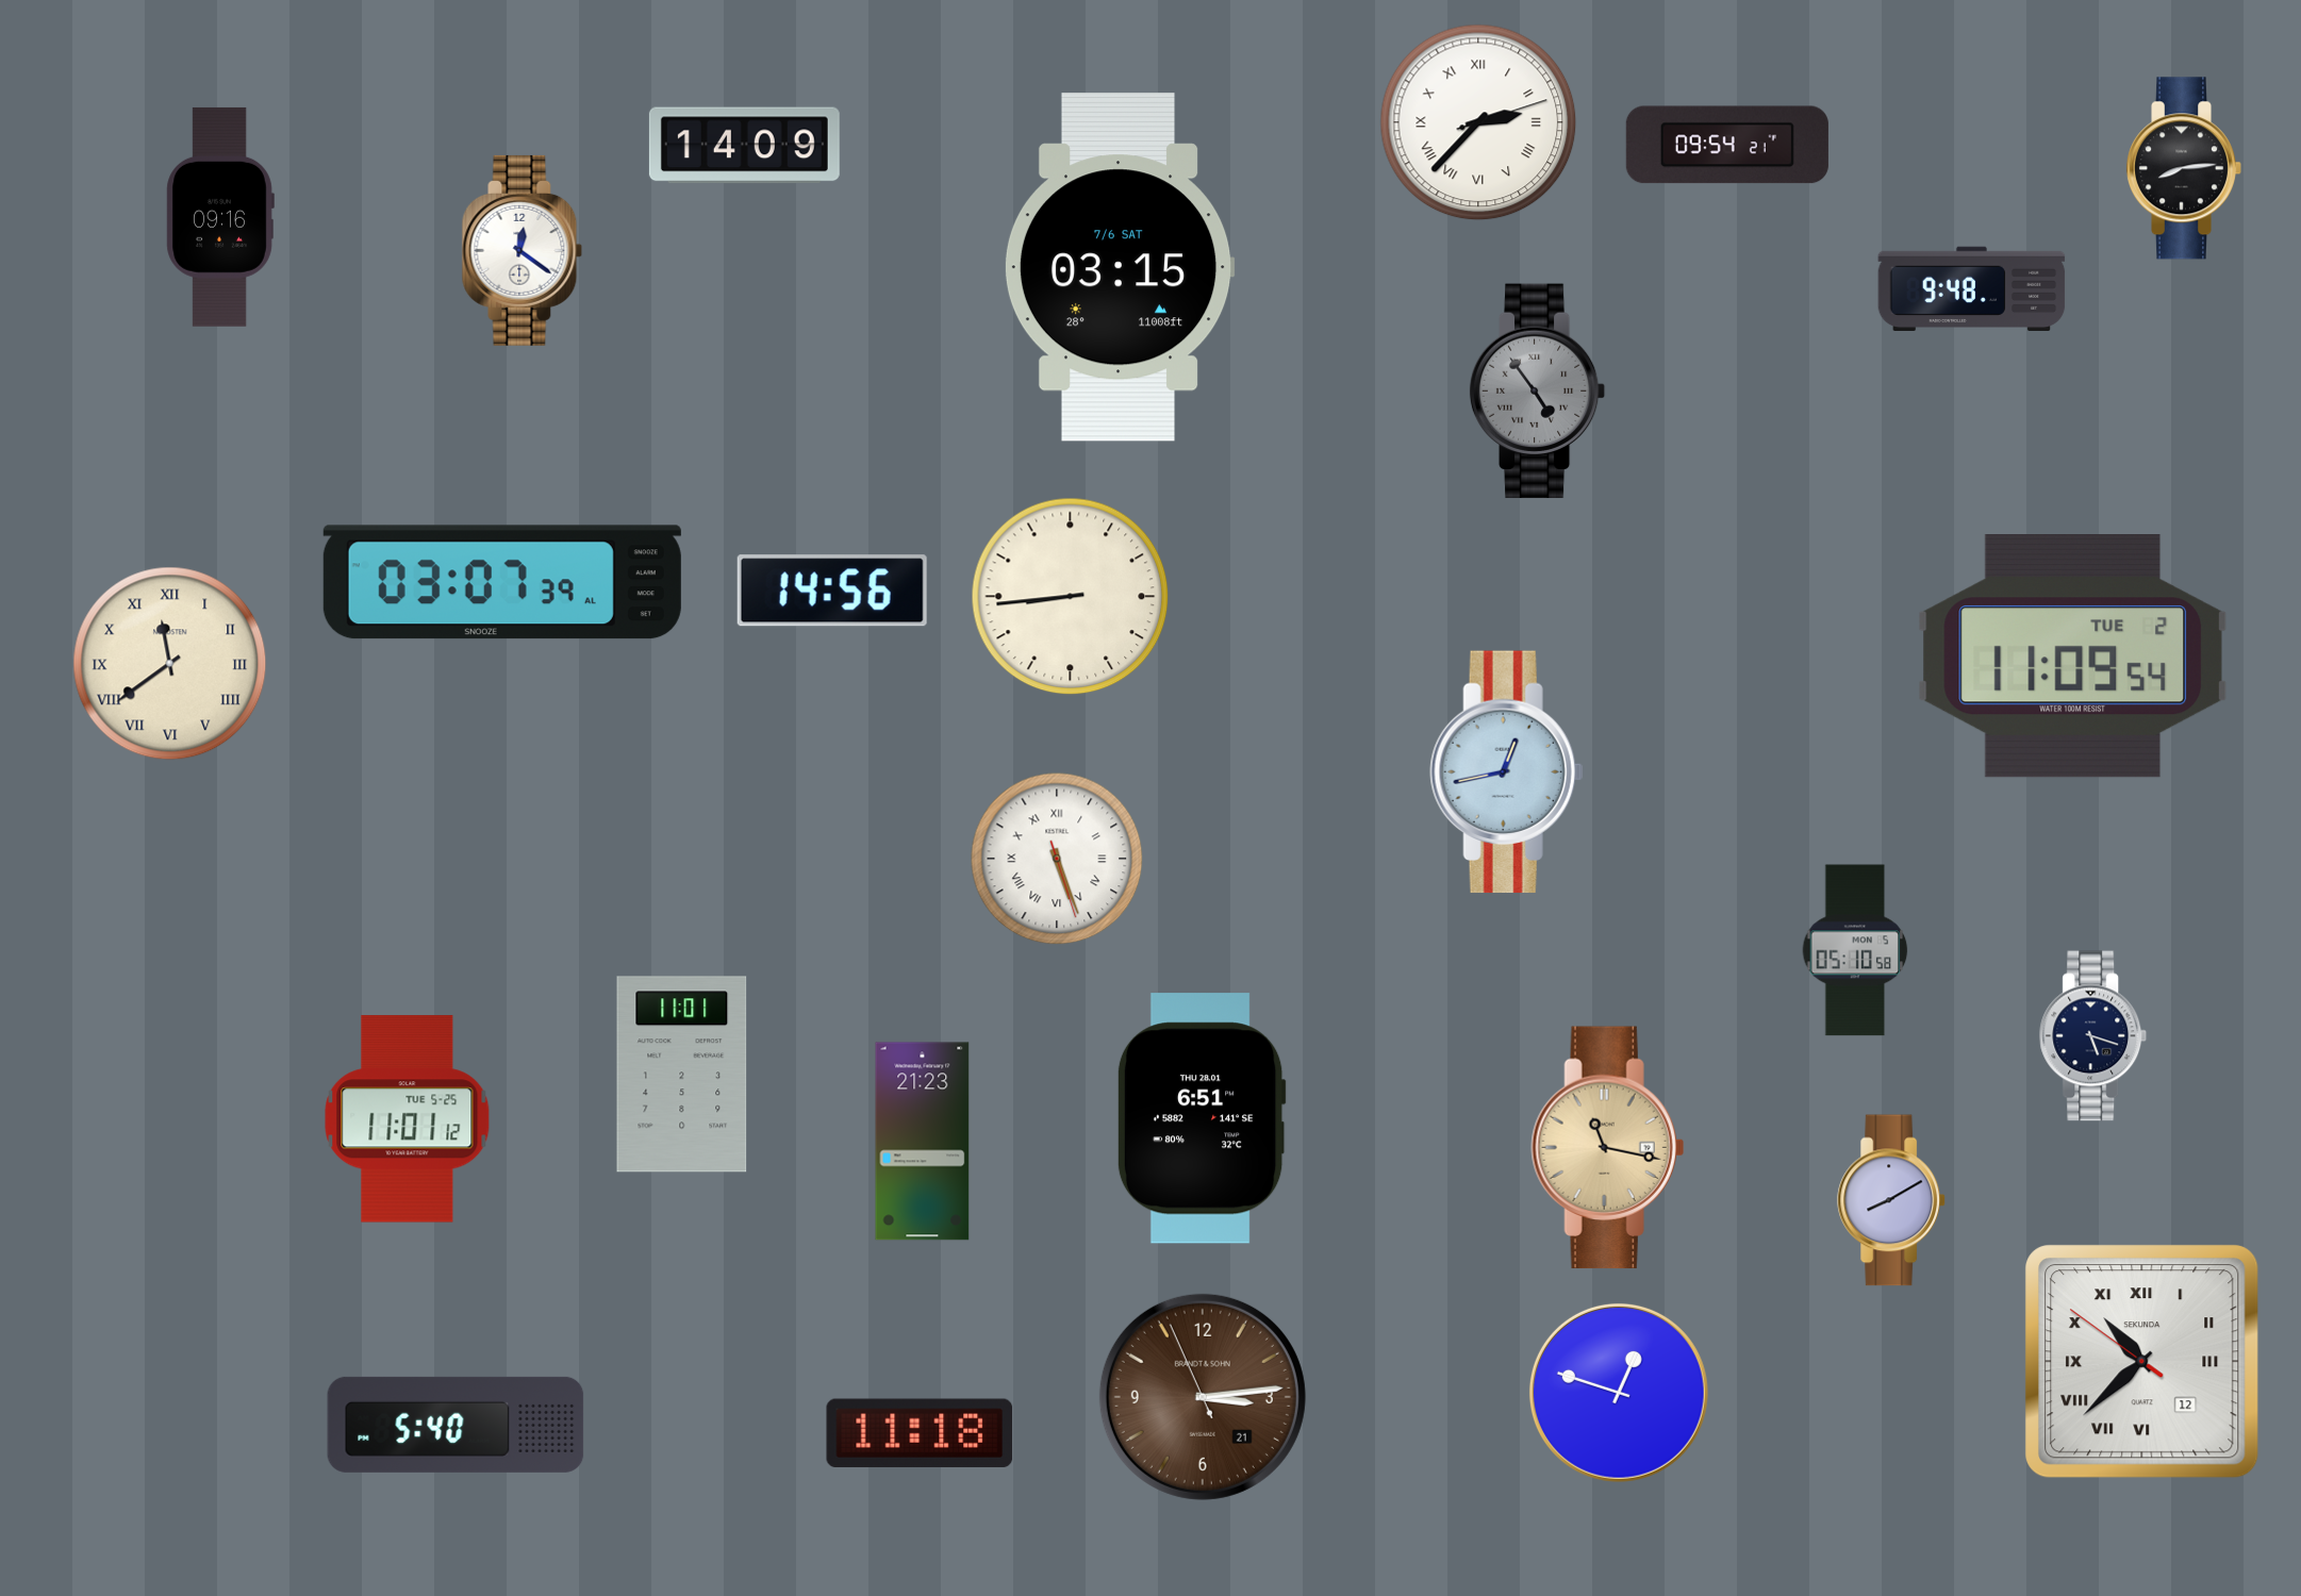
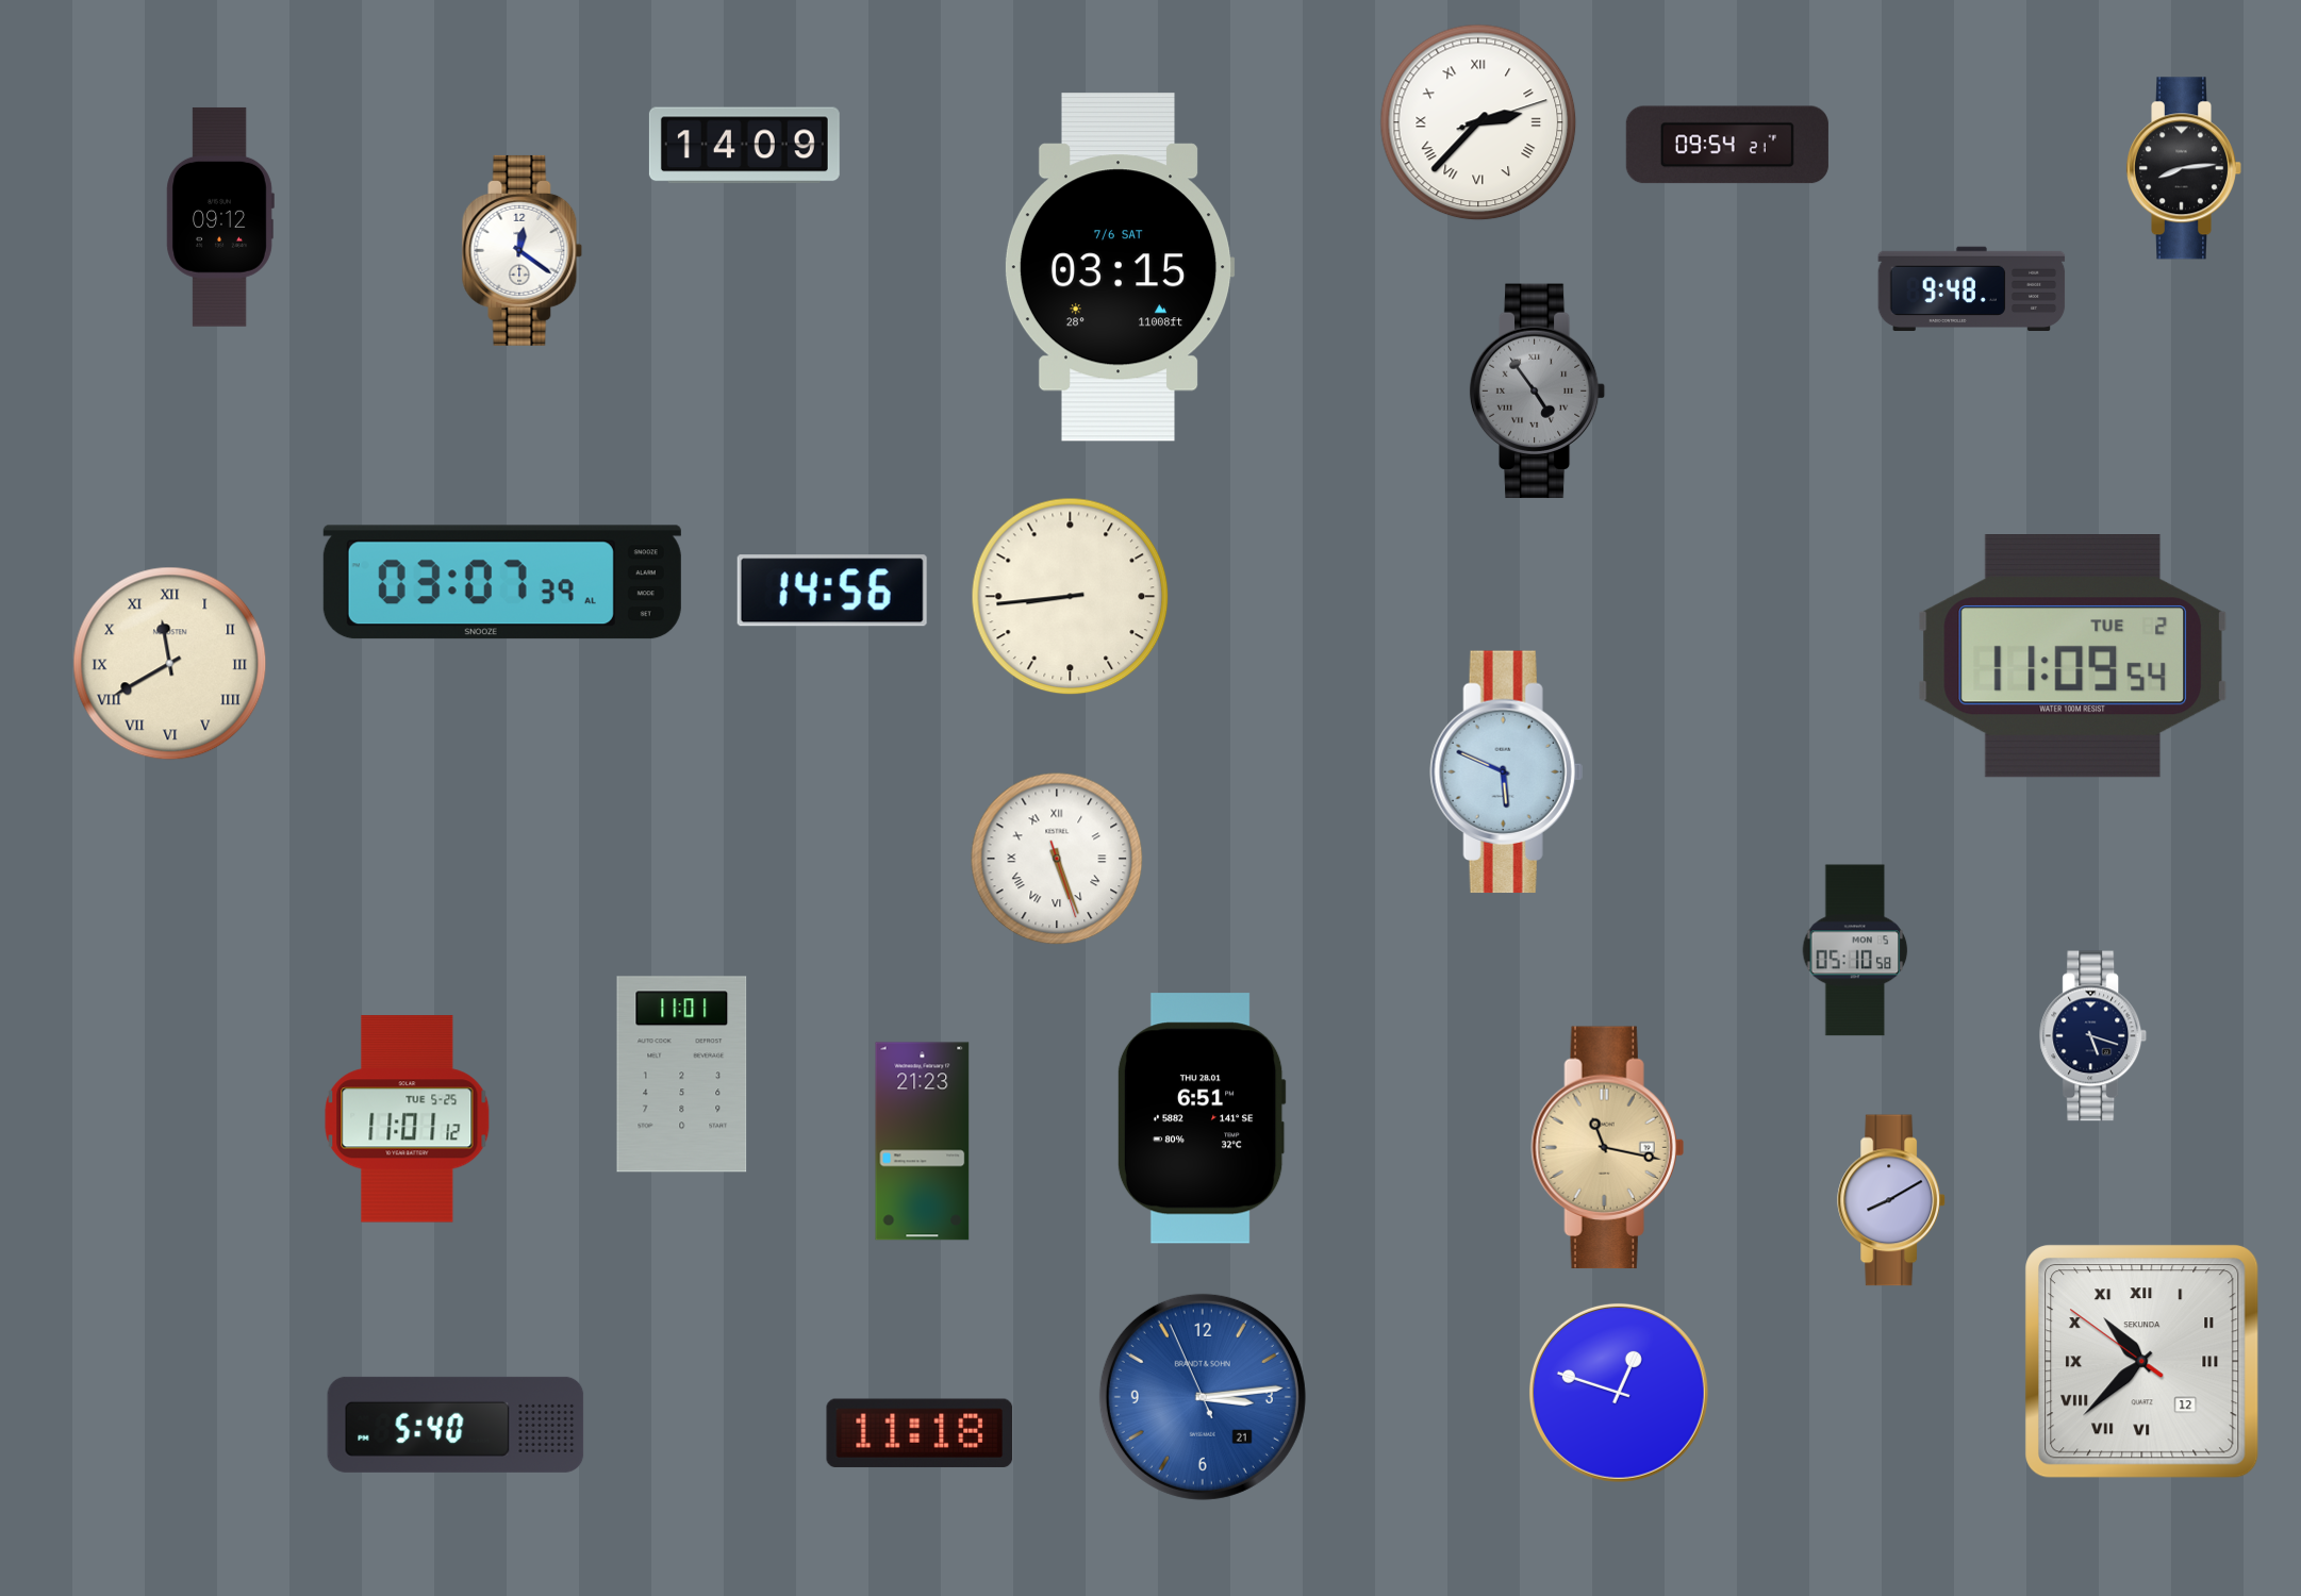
clock at (220, 217): 09:16 -> 09:12
clock at (170, 664): 11:39 -> 11:40
clock at (1506, 772): 12:43 -> 5:49
clock at (1203, 1397) dial: brown -> blue
